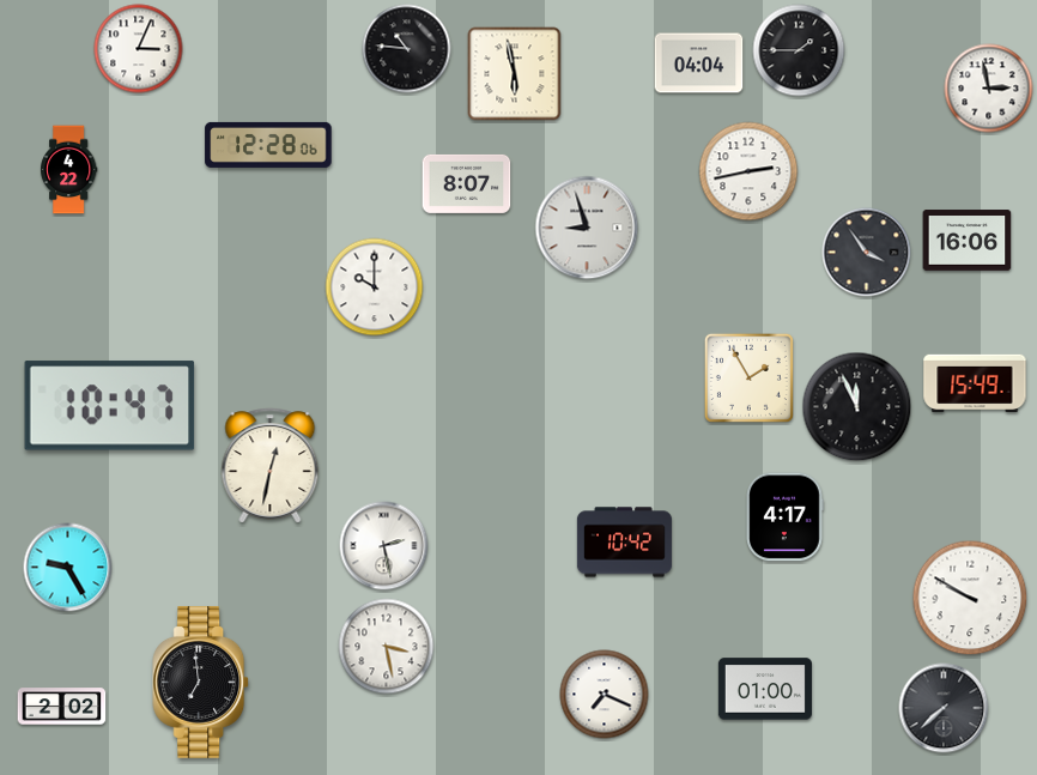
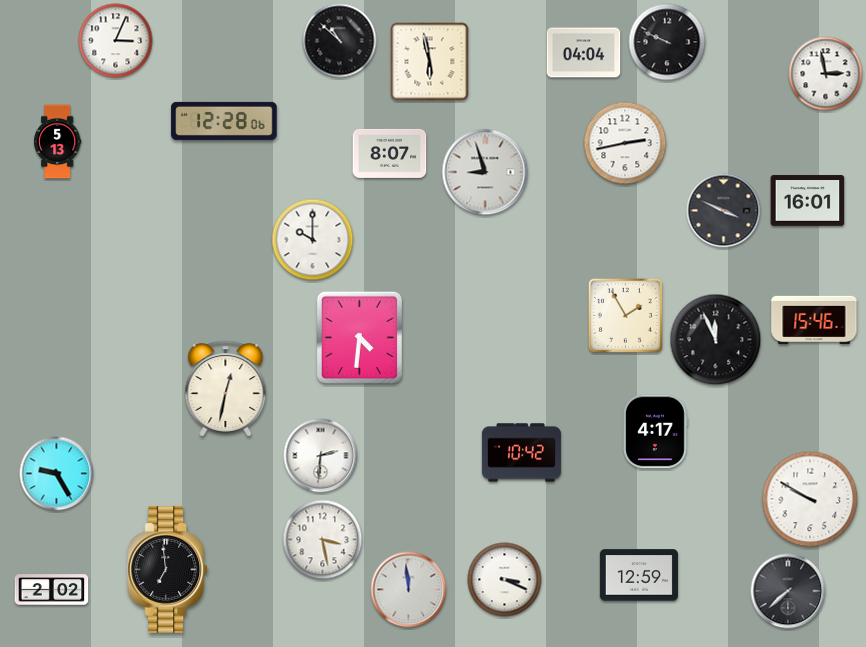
clock at (407, 49): 10:46 -> 10:52
clock at (799, 50): 1:45 -> 9:49
clock at (69, 170): 4:22 -> 5:13
clock at (587, 228) position: (587, 228) -> (485, 172)
clock at (968, 241): 16:06 -> 16:01
clock at (867, 253): 3:54 -> 3:49
clock at (975, 382): 15:49 -> 15:46
clock at (359, 337): none -> 4:31
clock at (110, 406): 10:47 -> none
clock at (384, 546): 2:28 -> 2:31
clock at (765, 689): 01:00 -> 12:59
clock at (605, 695): 7:19 -> 3:19
clock at (409, 590): none -> 11:59
